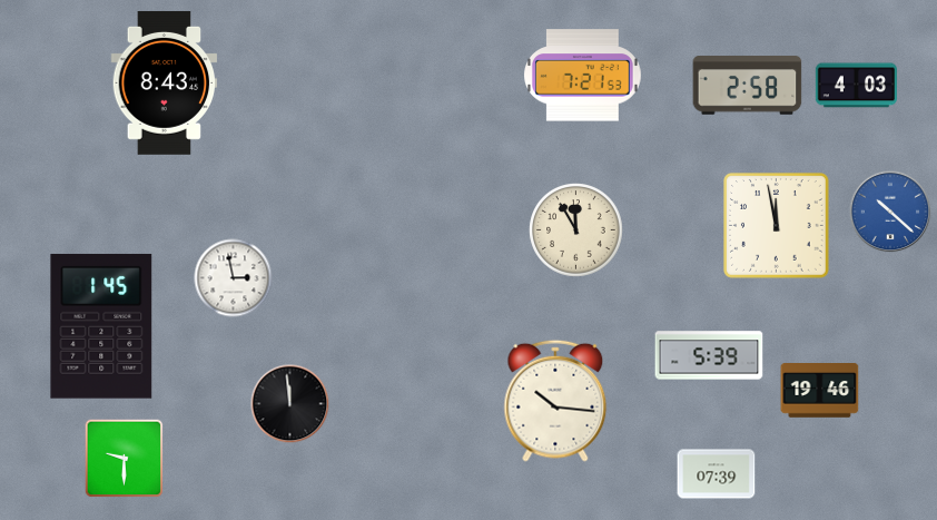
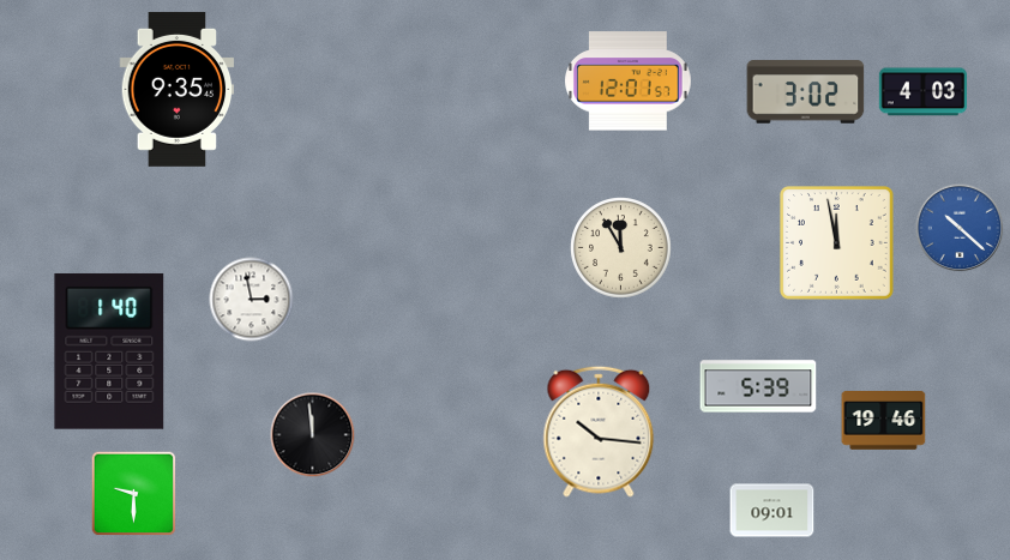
clock at (583, 76): 7:21 -> 12:01
clock at (165, 82): 8:43 -> 9:35
clock at (748, 86): 2:58 -> 3:02
clock at (101, 326): 1:45 -> 1:40
clock at (709, 355) position: (709, 355) -> (758, 386)
clock at (717, 474): 07:39 -> 09:01
